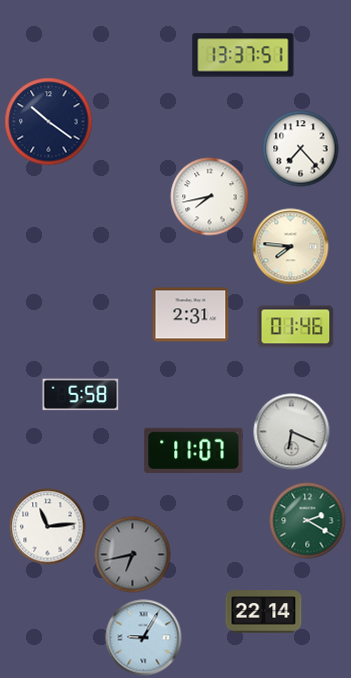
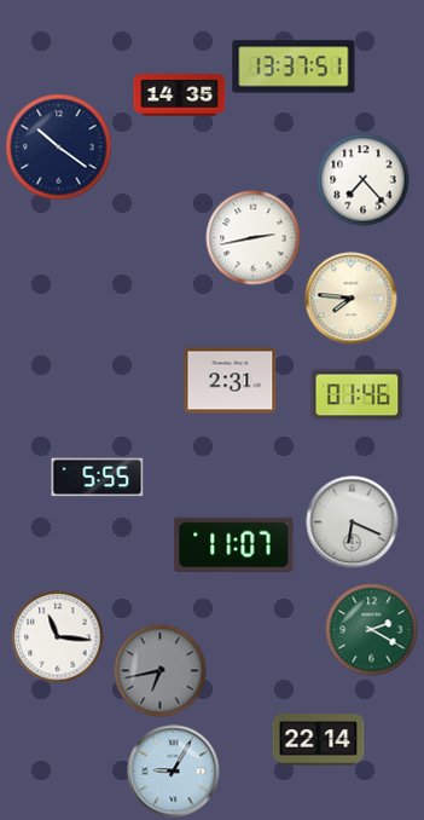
clock at (180, 96): none -> 14:35
clock at (210, 197): 7:43 -> 2:43
clock at (81, 395): 5:58 -> 5:55
clock at (48, 527): 11:14 -> 11:16
